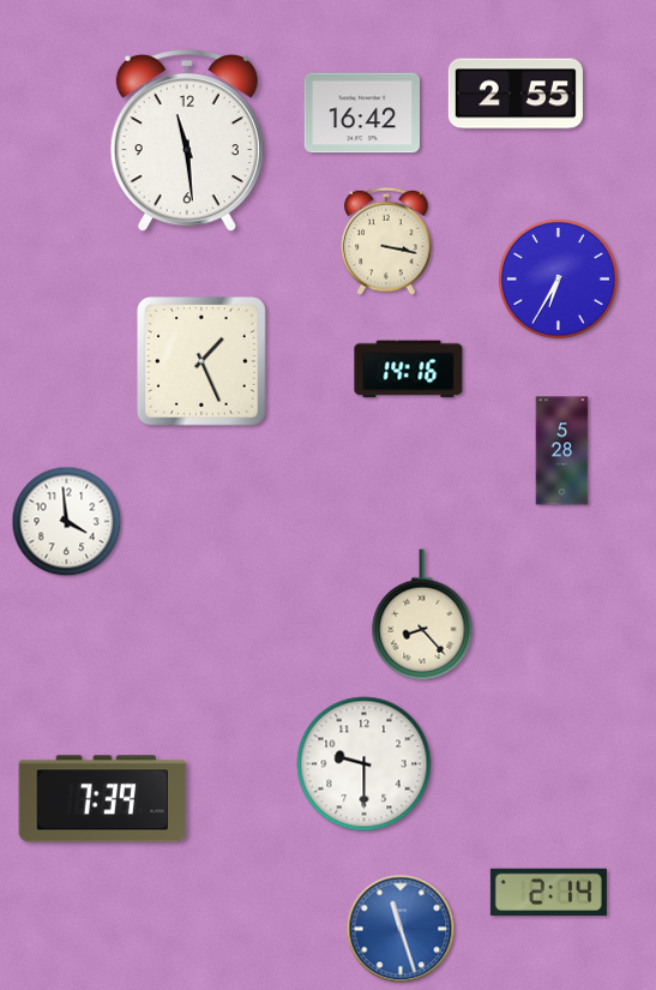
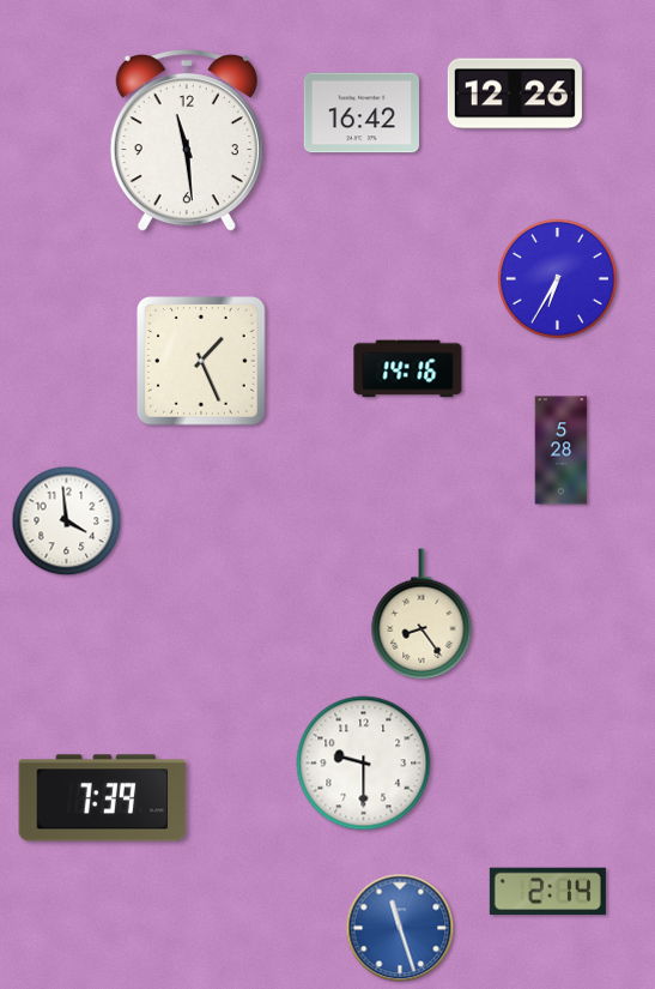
clock at (516, 94): 2:55 -> 12:26
clock at (386, 241): 3:17 -> none
clock at (422, 614): 8:23 -> 8:24
